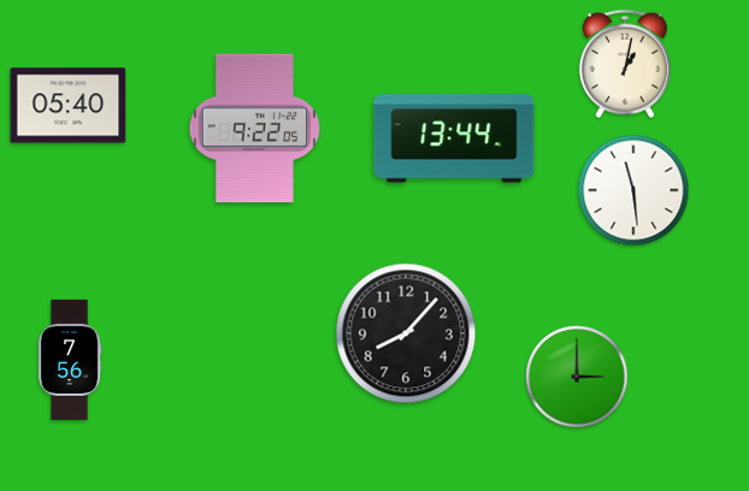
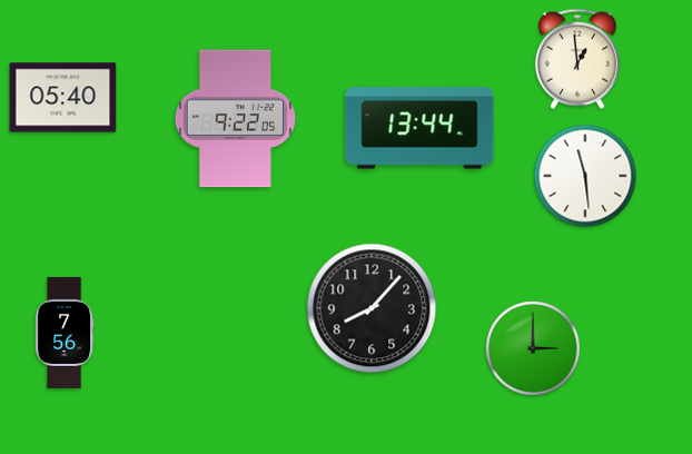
clock at (625, 64): 1:02 -> 12:59
clock at (406, 333) position: (406, 333) -> (372, 308)
